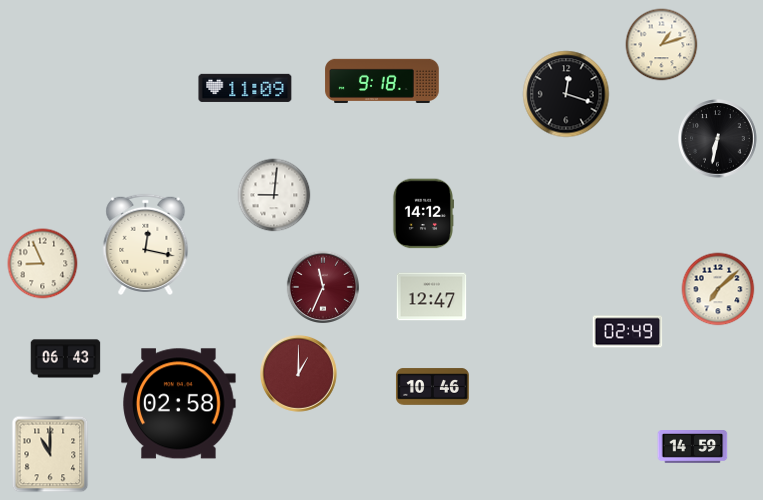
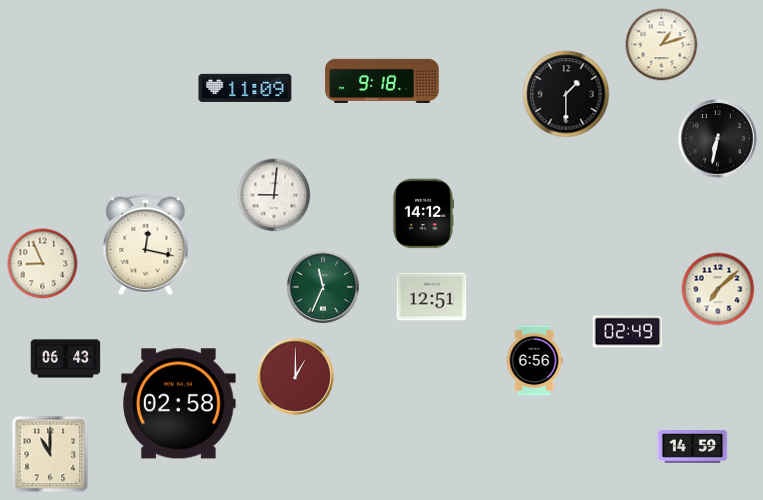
clock at (566, 94): 12:18 -> 1:30
clock at (322, 286) dial: burgundy -> green
clock at (432, 297): 12:47 -> 12:51
clock at (534, 361): none -> 6:56
clock at (299, 374) position: (299, 374) -> (296, 377)
clock at (432, 387): 10:46 -> none
